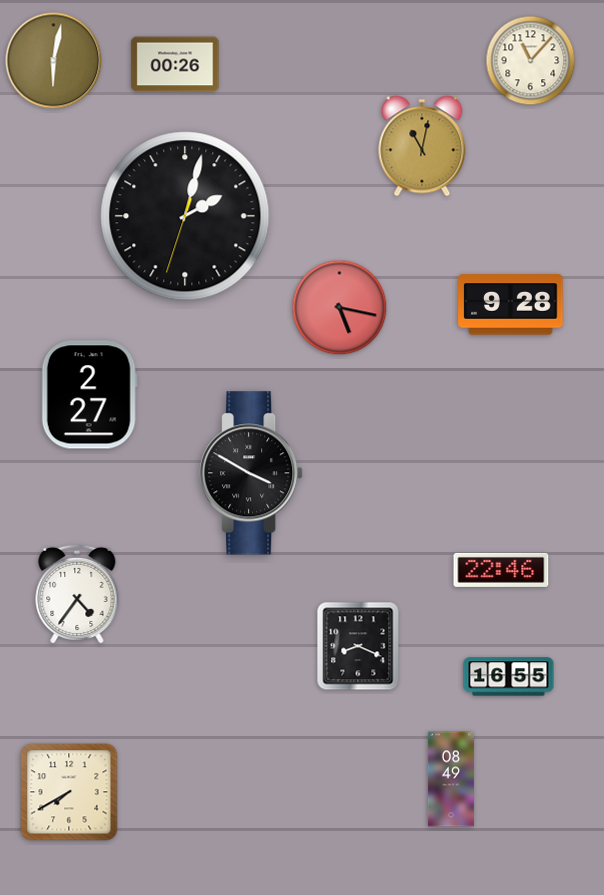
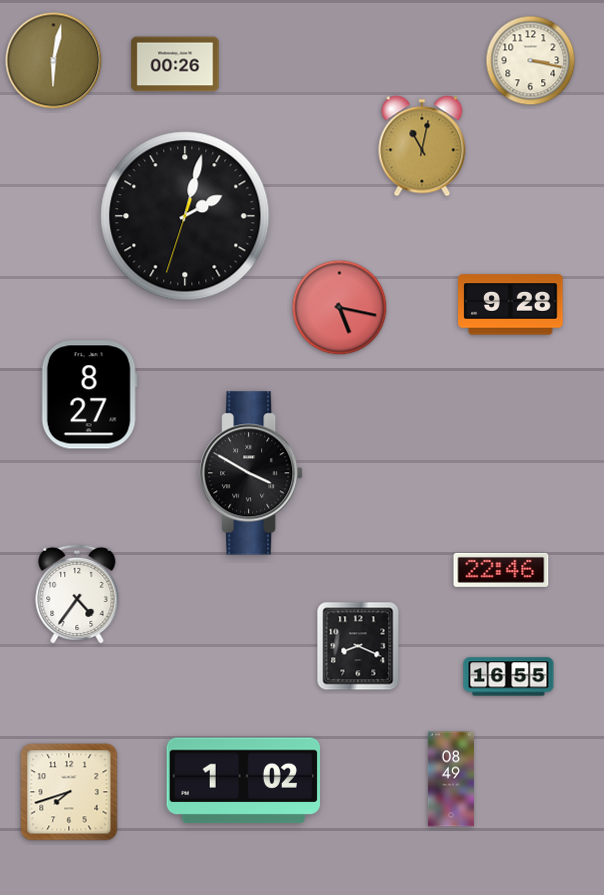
clock at (531, 61): 11:07 -> 3:17
clock at (89, 395): 2:27 -> 8:27
clock at (243, 781): none -> 1:02
clock at (69, 792): 7:40 -> 7:42
